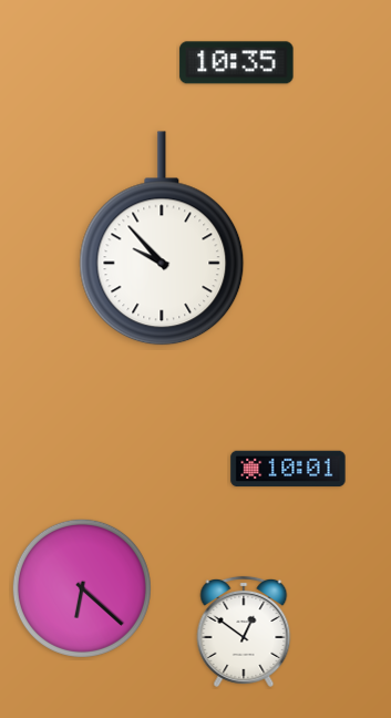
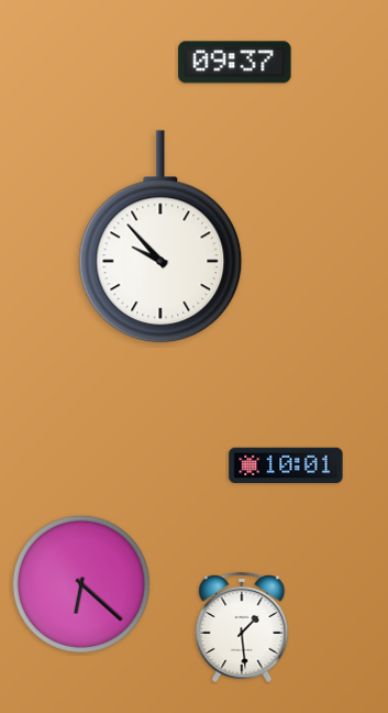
clock at (237, 63): 10:35 -> 09:37
clock at (244, 632): 12:51 -> 1:29
